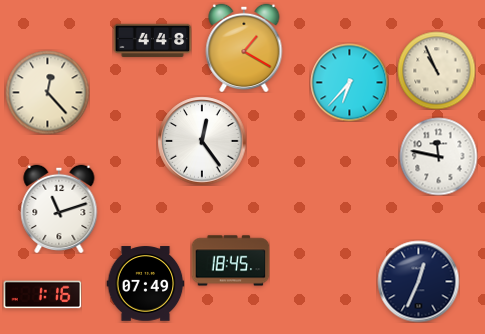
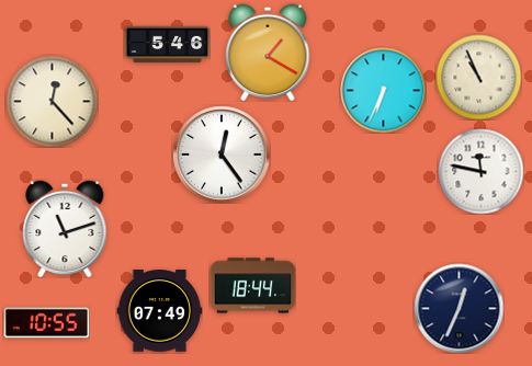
clock at (152, 41): 4:48 -> 5:46
clock at (349, 82): 6:37 -> 6:34
clock at (230, 261): 18:45 -> 18:44
clock at (42, 295): 1:16 -> 10:55
